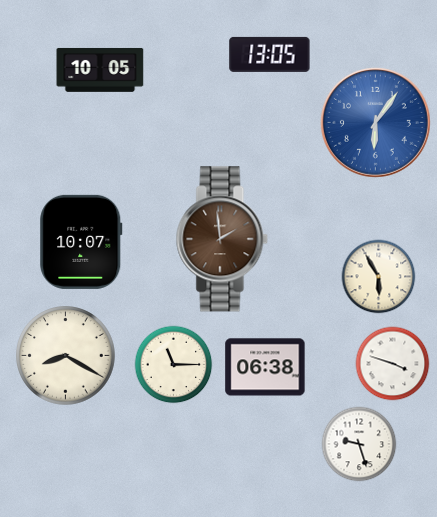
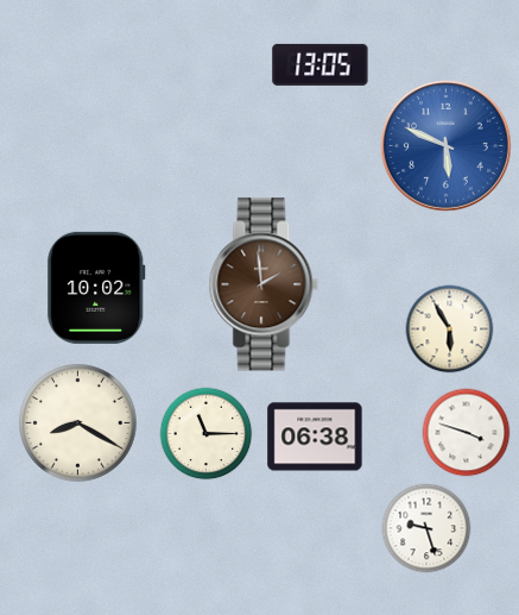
clock at (100, 70): 10:05 -> none
clock at (375, 122): 6:06 -> 5:49
clock at (81, 242): 10:07 -> 10:02
